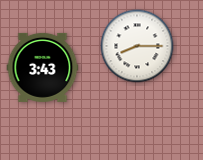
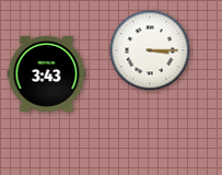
clock at (137, 46): 8:15 -> 3:15
